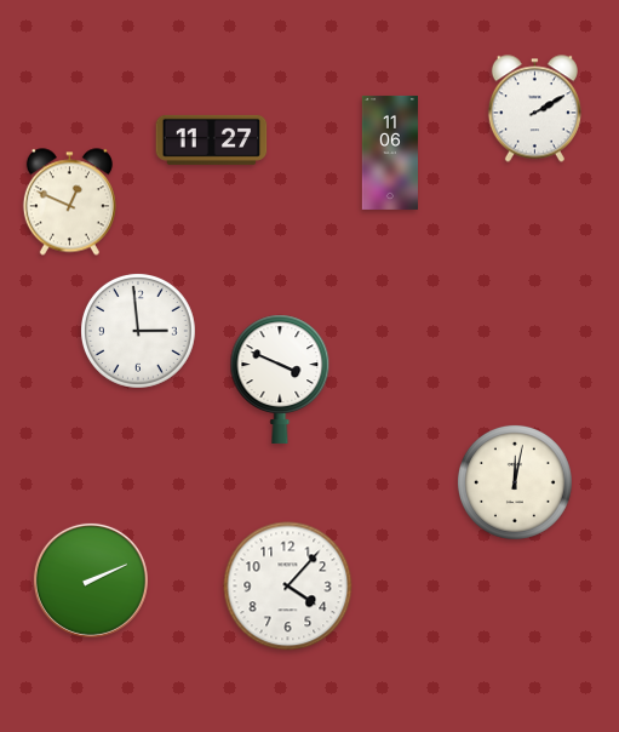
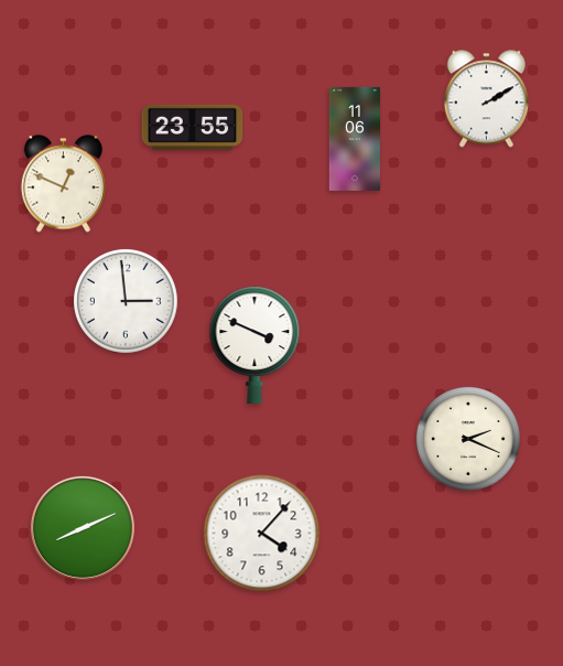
clock at (212, 139): 11:27 -> 23:55
clock at (515, 482): 12:02 -> 2:19
clock at (91, 581): 2:11 -> 8:11
